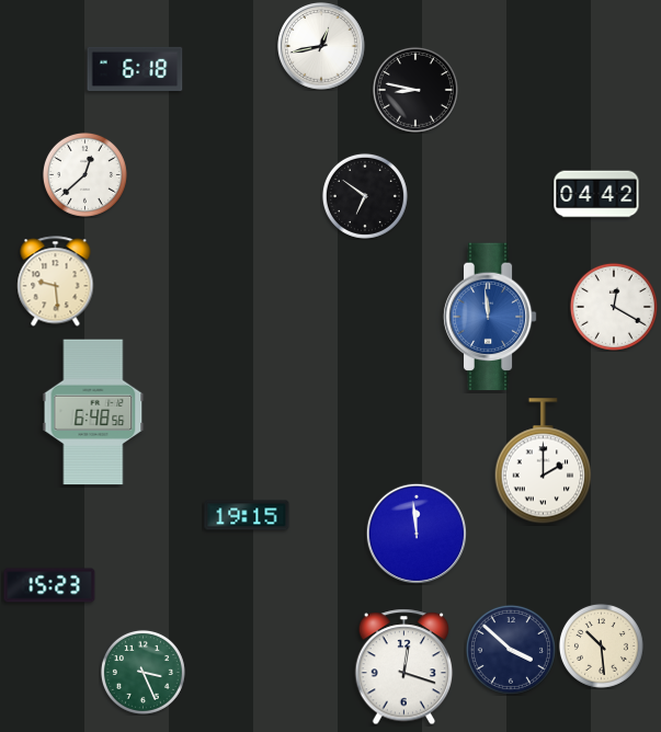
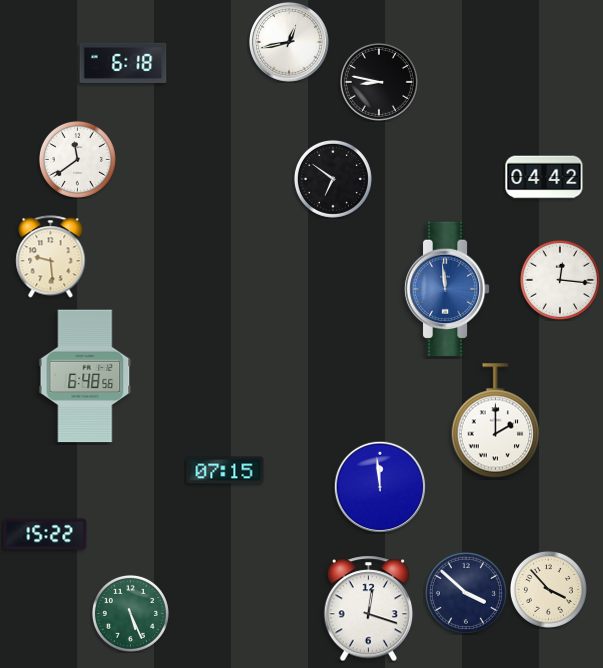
clock at (321, 46) position: (321, 46) -> (289, 42)
clock at (84, 174): 12:38 -> 11:39
clock at (614, 307): 12:20 -> 12:16
clock at (247, 515): 19:15 -> 07:15
clock at (49, 585): 15:23 -> 15:22
clock at (601, 645): 10:29 -> 3:53
clock at (143, 672): 3:26 -> 5:26
